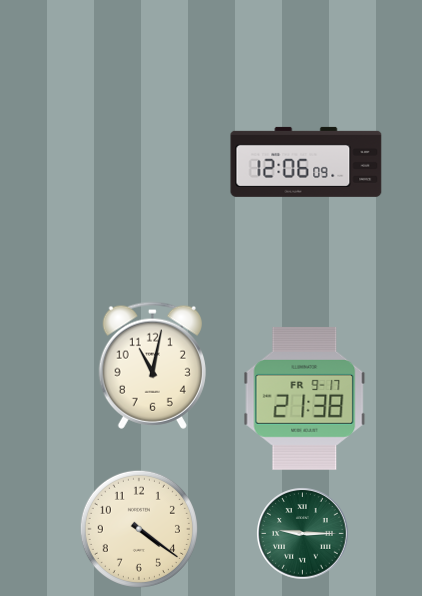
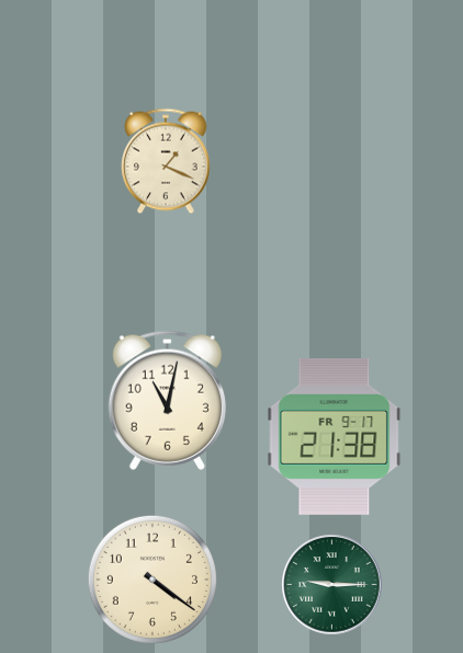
clock at (166, 161): none -> 1:19
clock at (306, 162): 12:06 -> none
